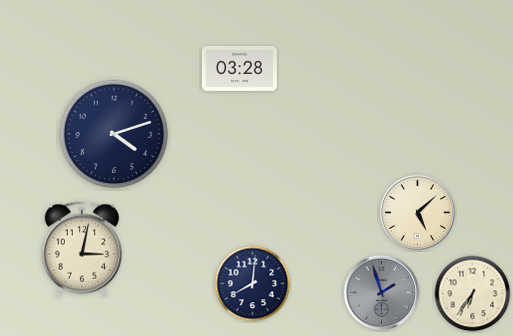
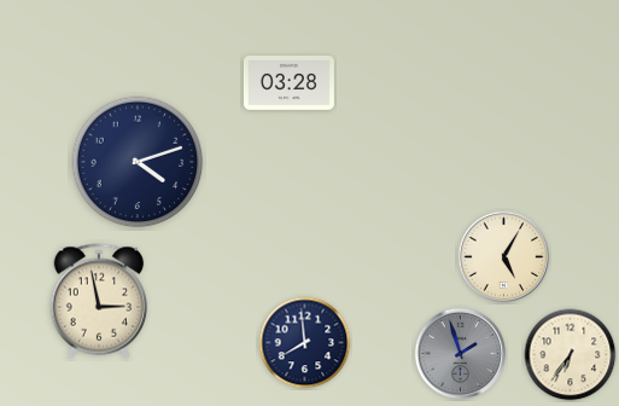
clock at (418, 213): 5:08 -> 5:05
clock at (82, 249): 3:02 -> 2:58
clock at (253, 284): 8:01 -> 7:59
